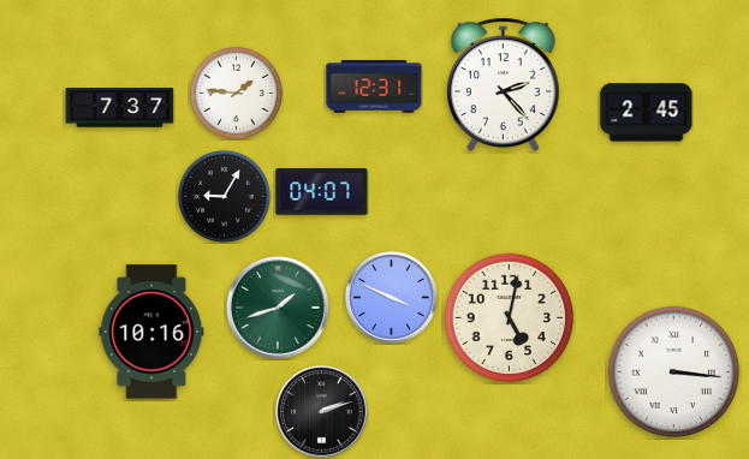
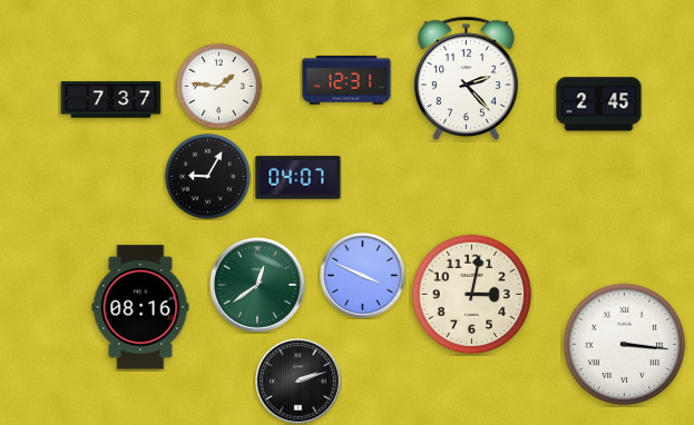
clock at (224, 196) position: (224, 196) -> (207, 176)
clock at (278, 308): 1:42 -> 12:39
clock at (510, 318): 5:02 -> 3:02
clock at (151, 332): 10:16 -> 08:16
